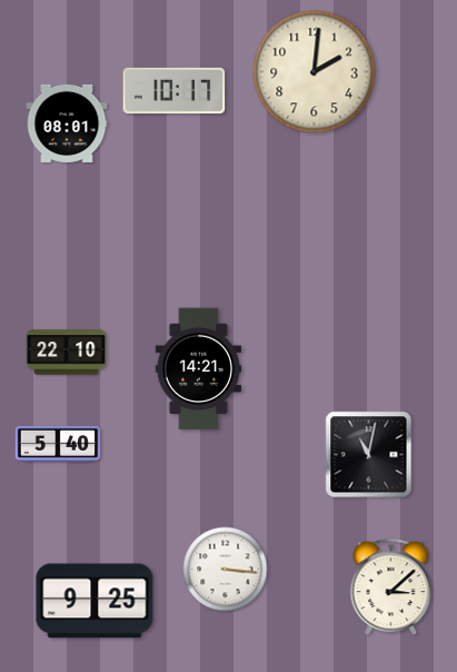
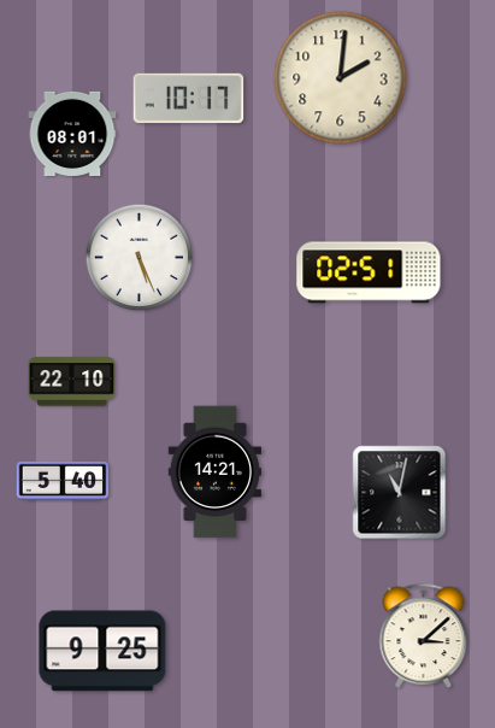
clock at (140, 258): none -> 5:26
clock at (369, 272): none -> 02:51
clock at (198, 369) position: (198, 369) -> (214, 472)
clock at (226, 570): 3:16 -> none
